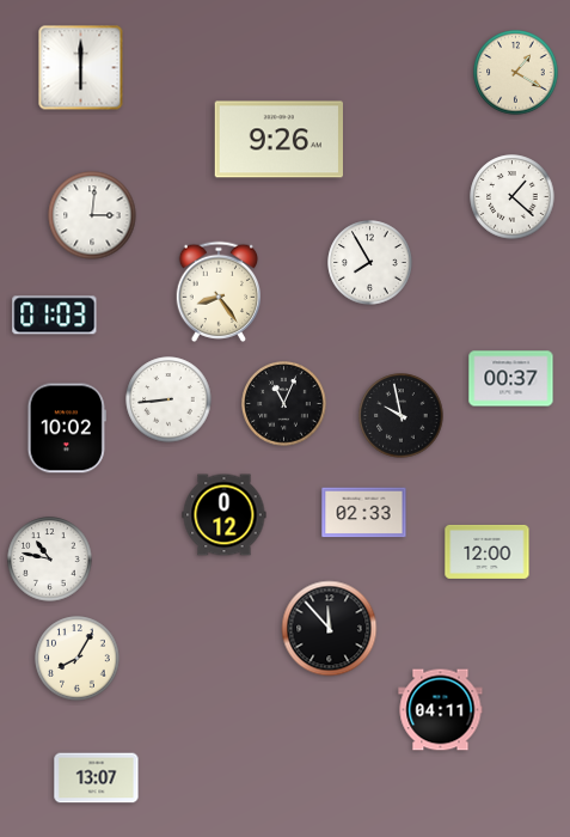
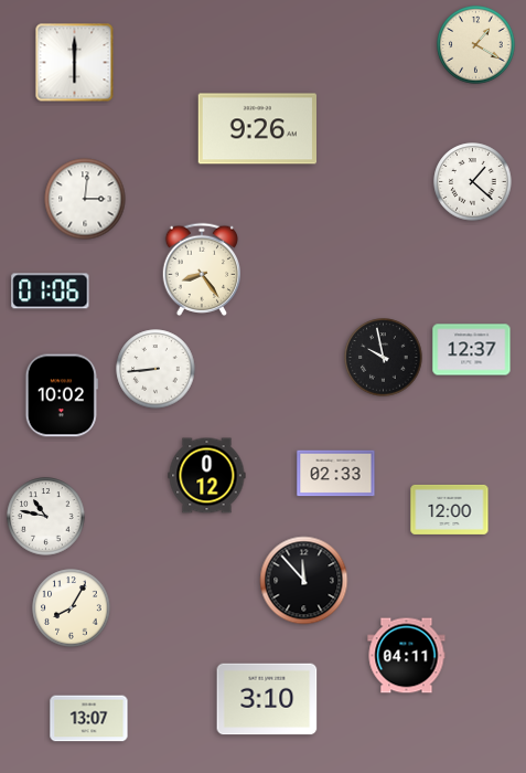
clock at (516, 73) position: (516, 73) -> (476, 45)
clock at (370, 263): 7:55 -> none
clock at (55, 316): 01:03 -> 01:06
clock at (511, 379): 00:37 -> 12:37
clock at (284, 404): 11:04 -> none
clock at (402, 416) position: (402, 416) -> (384, 358)
clock at (267, 699): none -> 3:10
